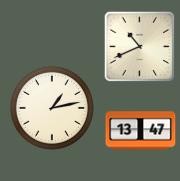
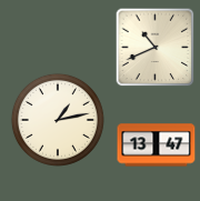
clock at (140, 47) position: (140, 47) -> (156, 48)
